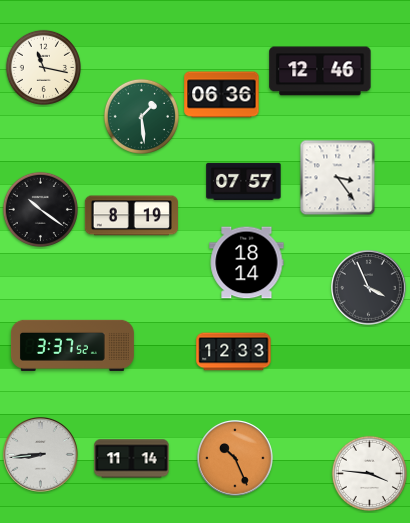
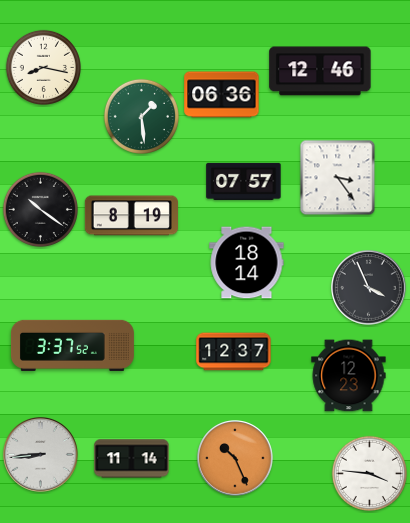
clock at (43, 67): 11:17 -> 8:17
clock at (234, 352): 12:33 -> 12:37
clock at (349, 376): none -> 12:23
